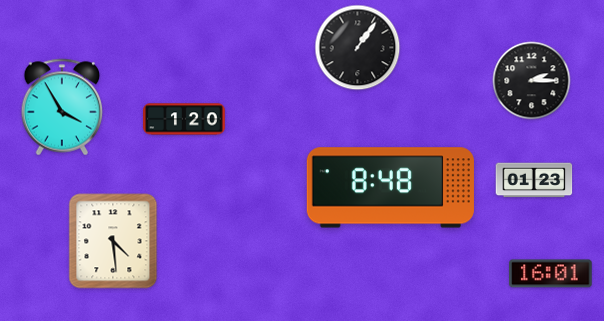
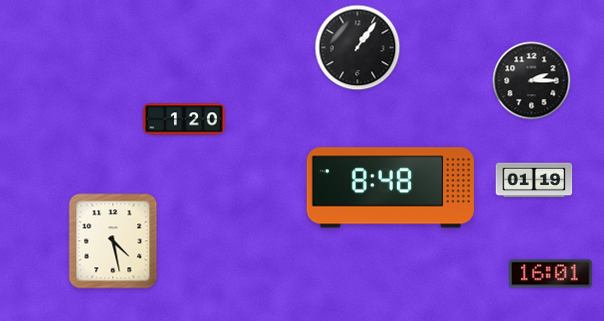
clock at (62, 107): 3:55 -> none
clock at (534, 180): 01:23 -> 01:19
clock at (113, 241): 4:29 -> 4:28
